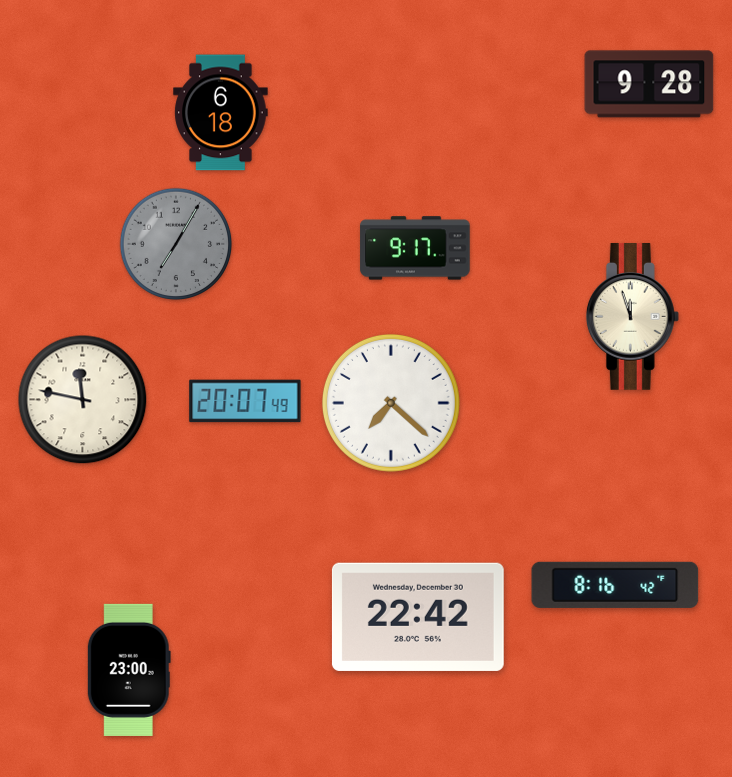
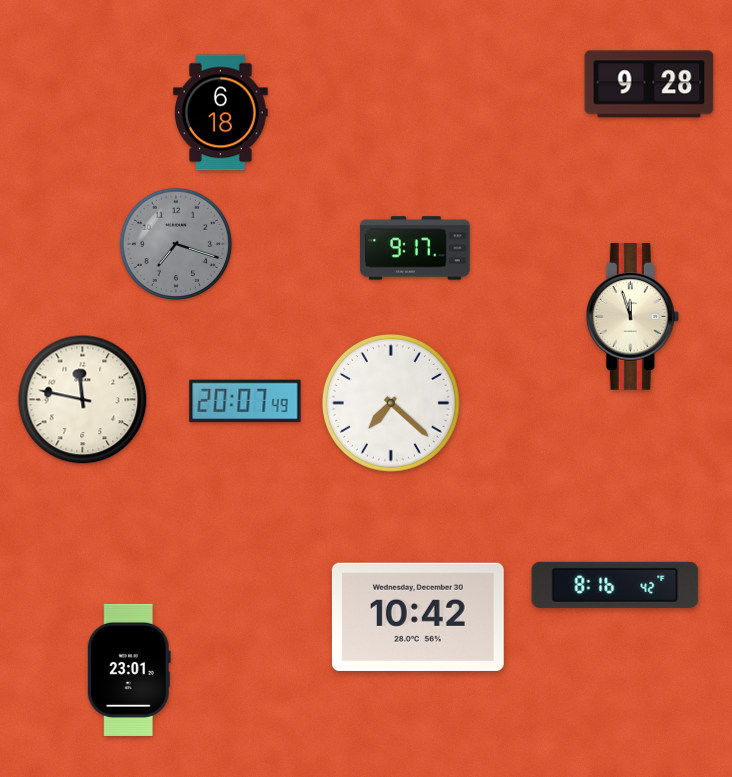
clock at (176, 244): 7:05 -> 7:18
clock at (418, 617): 22:42 -> 10:42
clock at (129, 670): 23:00 -> 23:01
